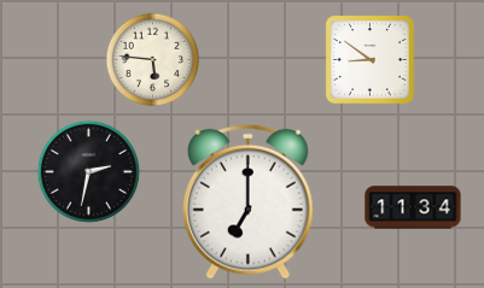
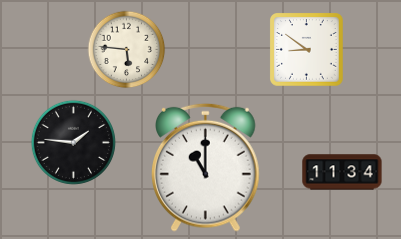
clock at (88, 171): 2:32 -> 1:46
clock at (249, 201): 7:00 -> 11:00
